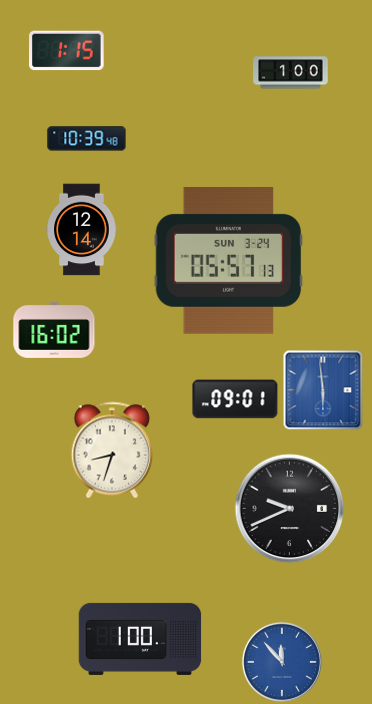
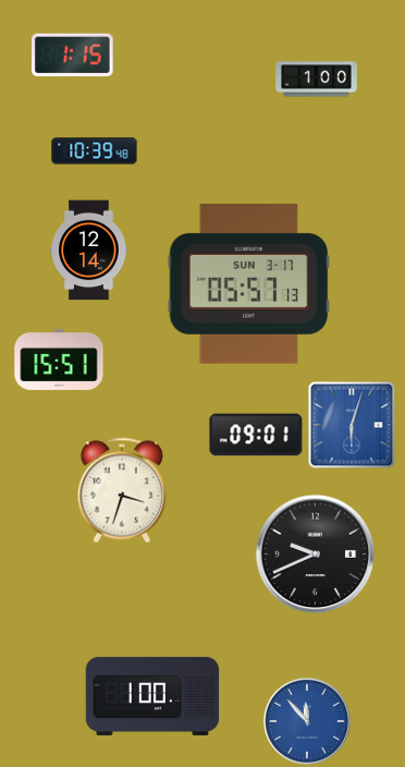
clock at (229, 261) date: SUN 3-24 -> SUN 3-17
clock at (54, 330): 16:02 -> 15:51
clock at (323, 390): 5:59 -> 6:03
clock at (112, 450): 8:33 -> 3:33
